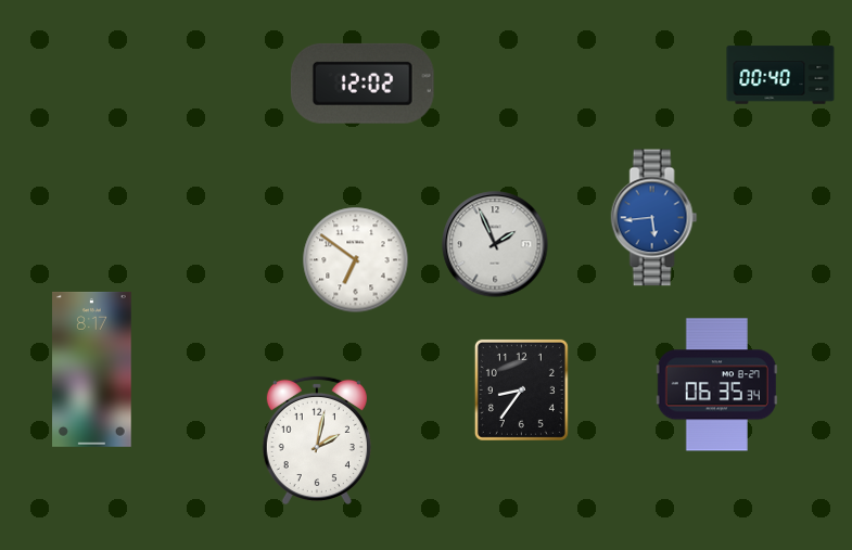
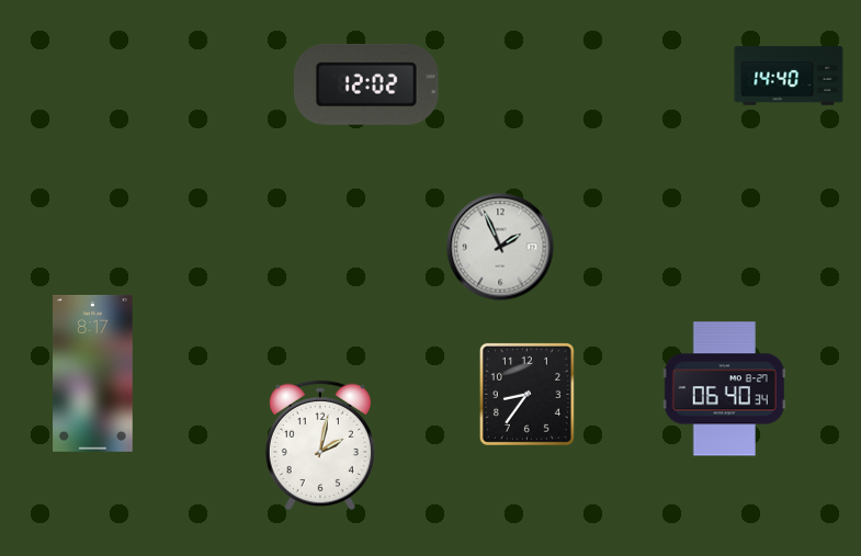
clock at (780, 75): 00:40 -> 14:40
clock at (654, 218): 5:44 -> none
clock at (356, 260): 6:51 -> none
clock at (716, 385): 06:35 -> 06:40
